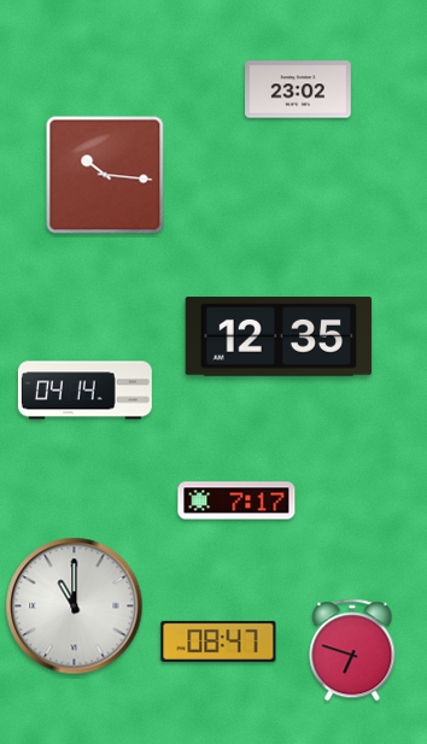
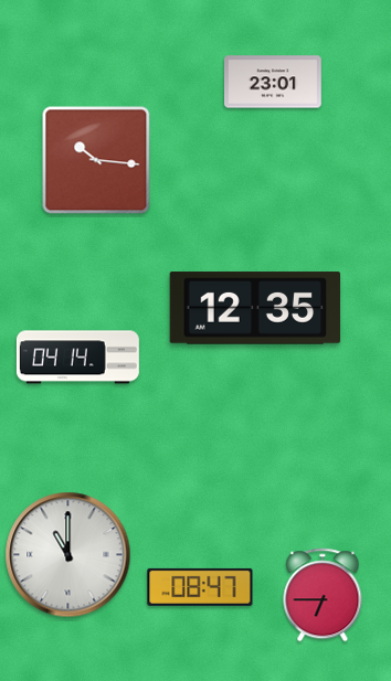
clock at (299, 89): 23:02 -> 23:01
clock at (236, 500): 7:17 -> none
clock at (352, 650): 6:48 -> 6:45
